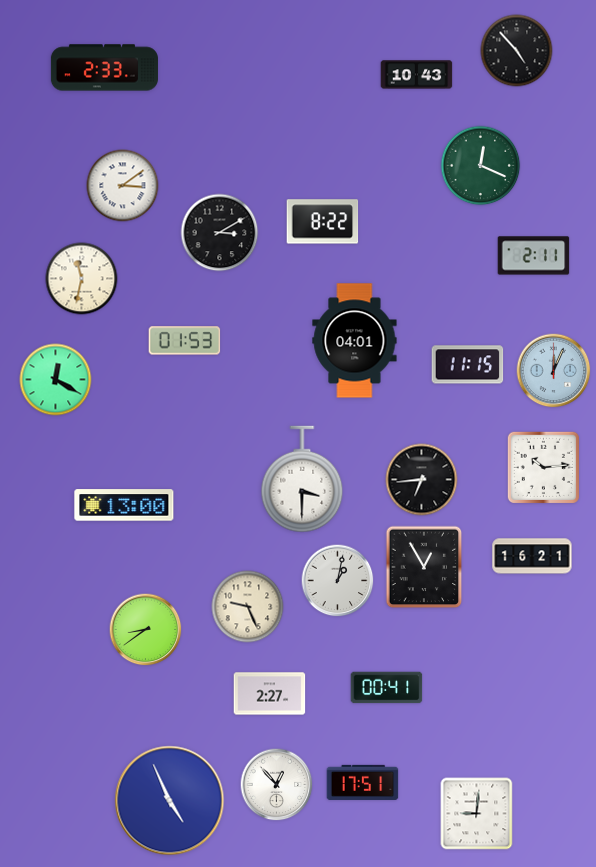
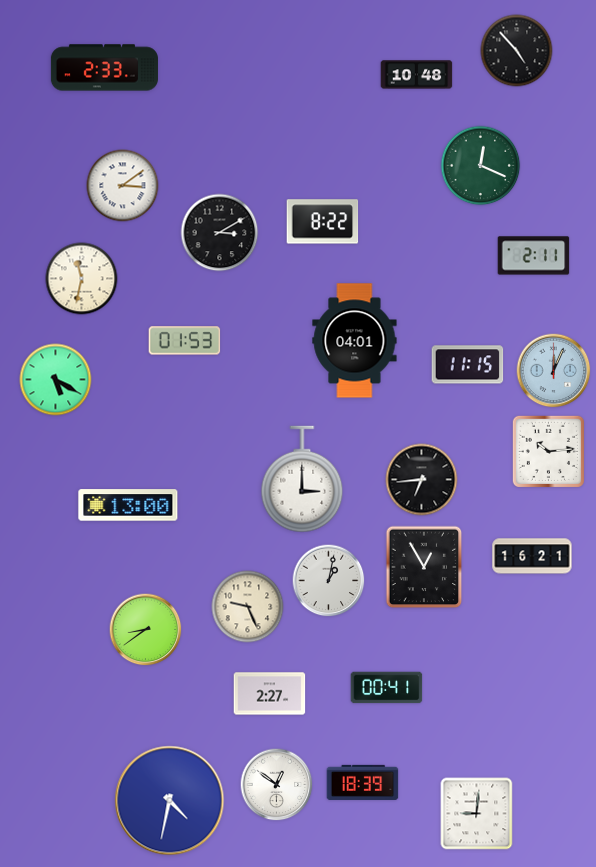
clock at (417, 75): 10:43 -> 10:48
clock at (56, 380): 12:20 -> 5:20
clock at (543, 467) position: (543, 467) -> (548, 451)
clock at (302, 479): 3:30 -> 3:00
clock at (124, 505) position: (124, 505) -> (128, 505)
clock at (338, 581) position: (338, 581) -> (329, 581)
clock at (363, 782): 17:51 -> 18:39
clock at (277, 785): 12:53 -> 12:51
clock at (170, 801): 4:56 -> 4:32
